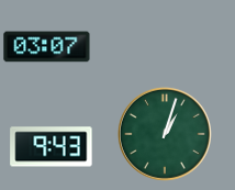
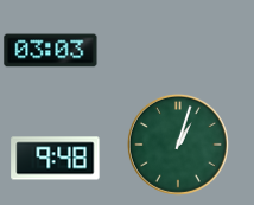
clock at (47, 47): 03:07 -> 03:03
clock at (52, 147): 9:43 -> 9:48
